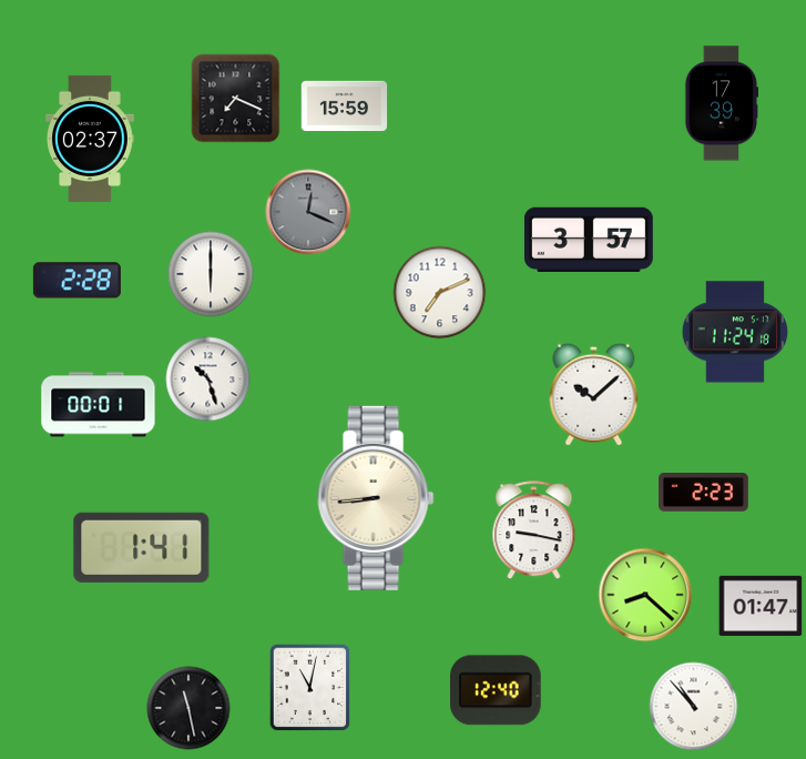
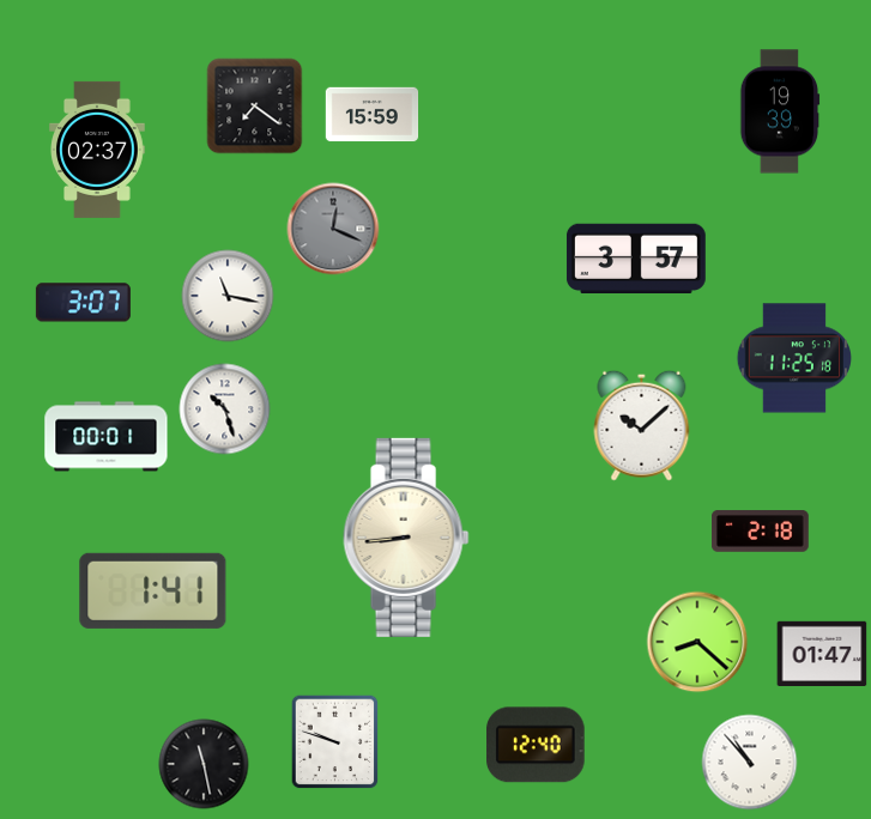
clock at (236, 99): 7:19 -> 7:21
clock at (722, 103): 17:39 -> 19:39
clock at (211, 274): 6:00 -> 11:17
clock at (76, 281): 2:28 -> 3:07
clock at (440, 293): 7:11 -> none
clock at (734, 332): 11:24 -> 11:25
clock at (704, 493): 2:23 -> 2:18
clock at (534, 530): 9:17 -> none
clock at (310, 688): 11:02 -> 9:48
